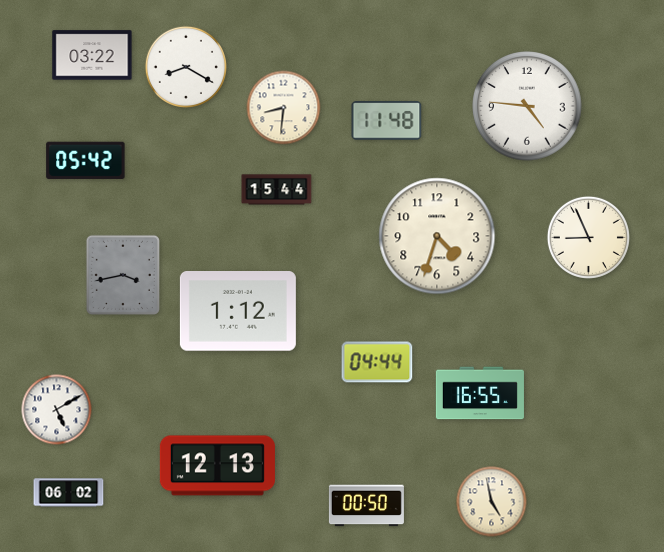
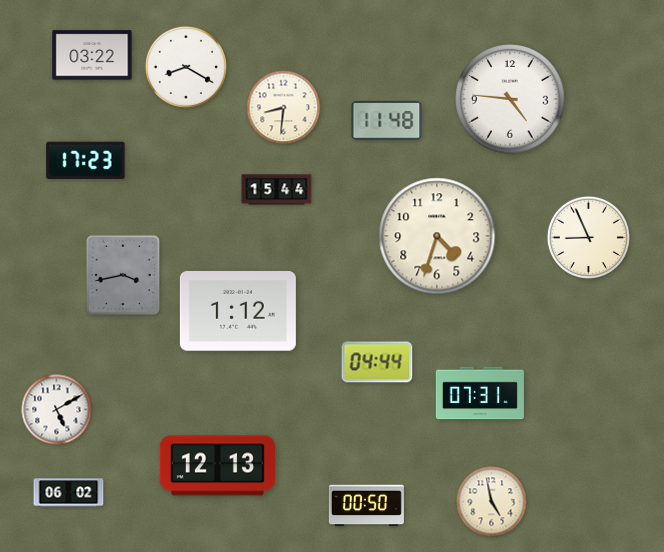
clock at (528, 107) position: (528, 107) -> (511, 100)
clock at (86, 160): 05:42 -> 17:23
clock at (480, 393): 16:55 -> 07:31
